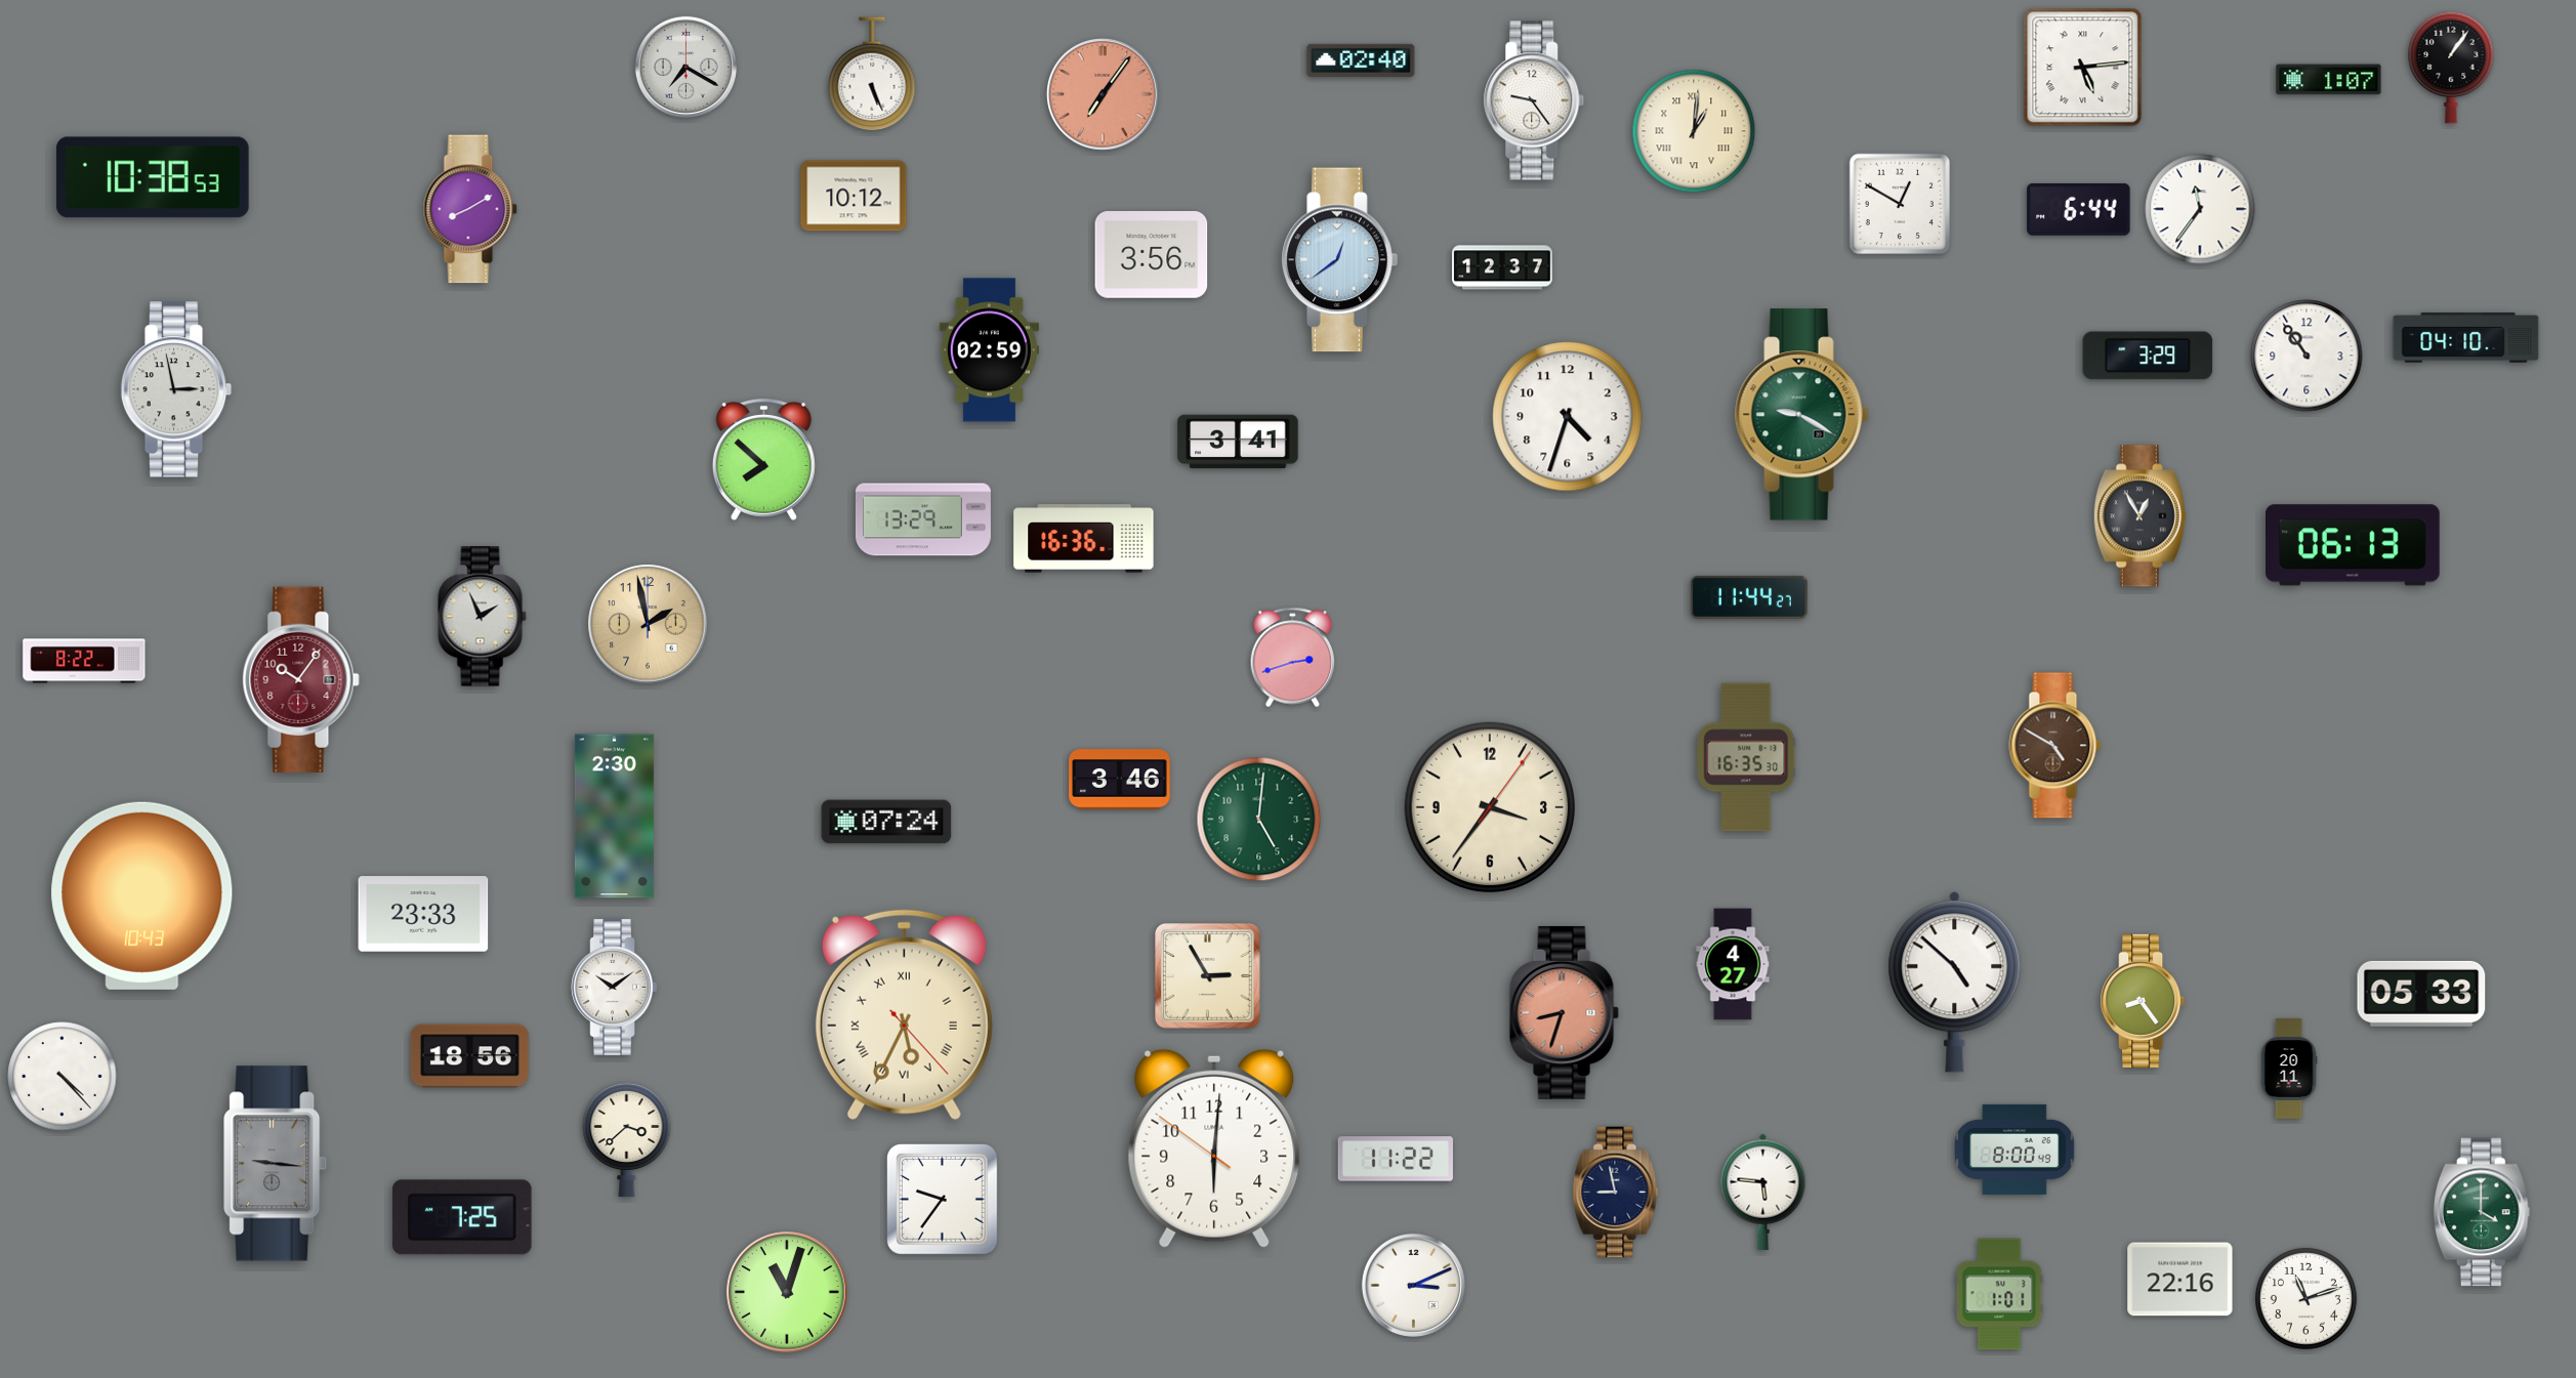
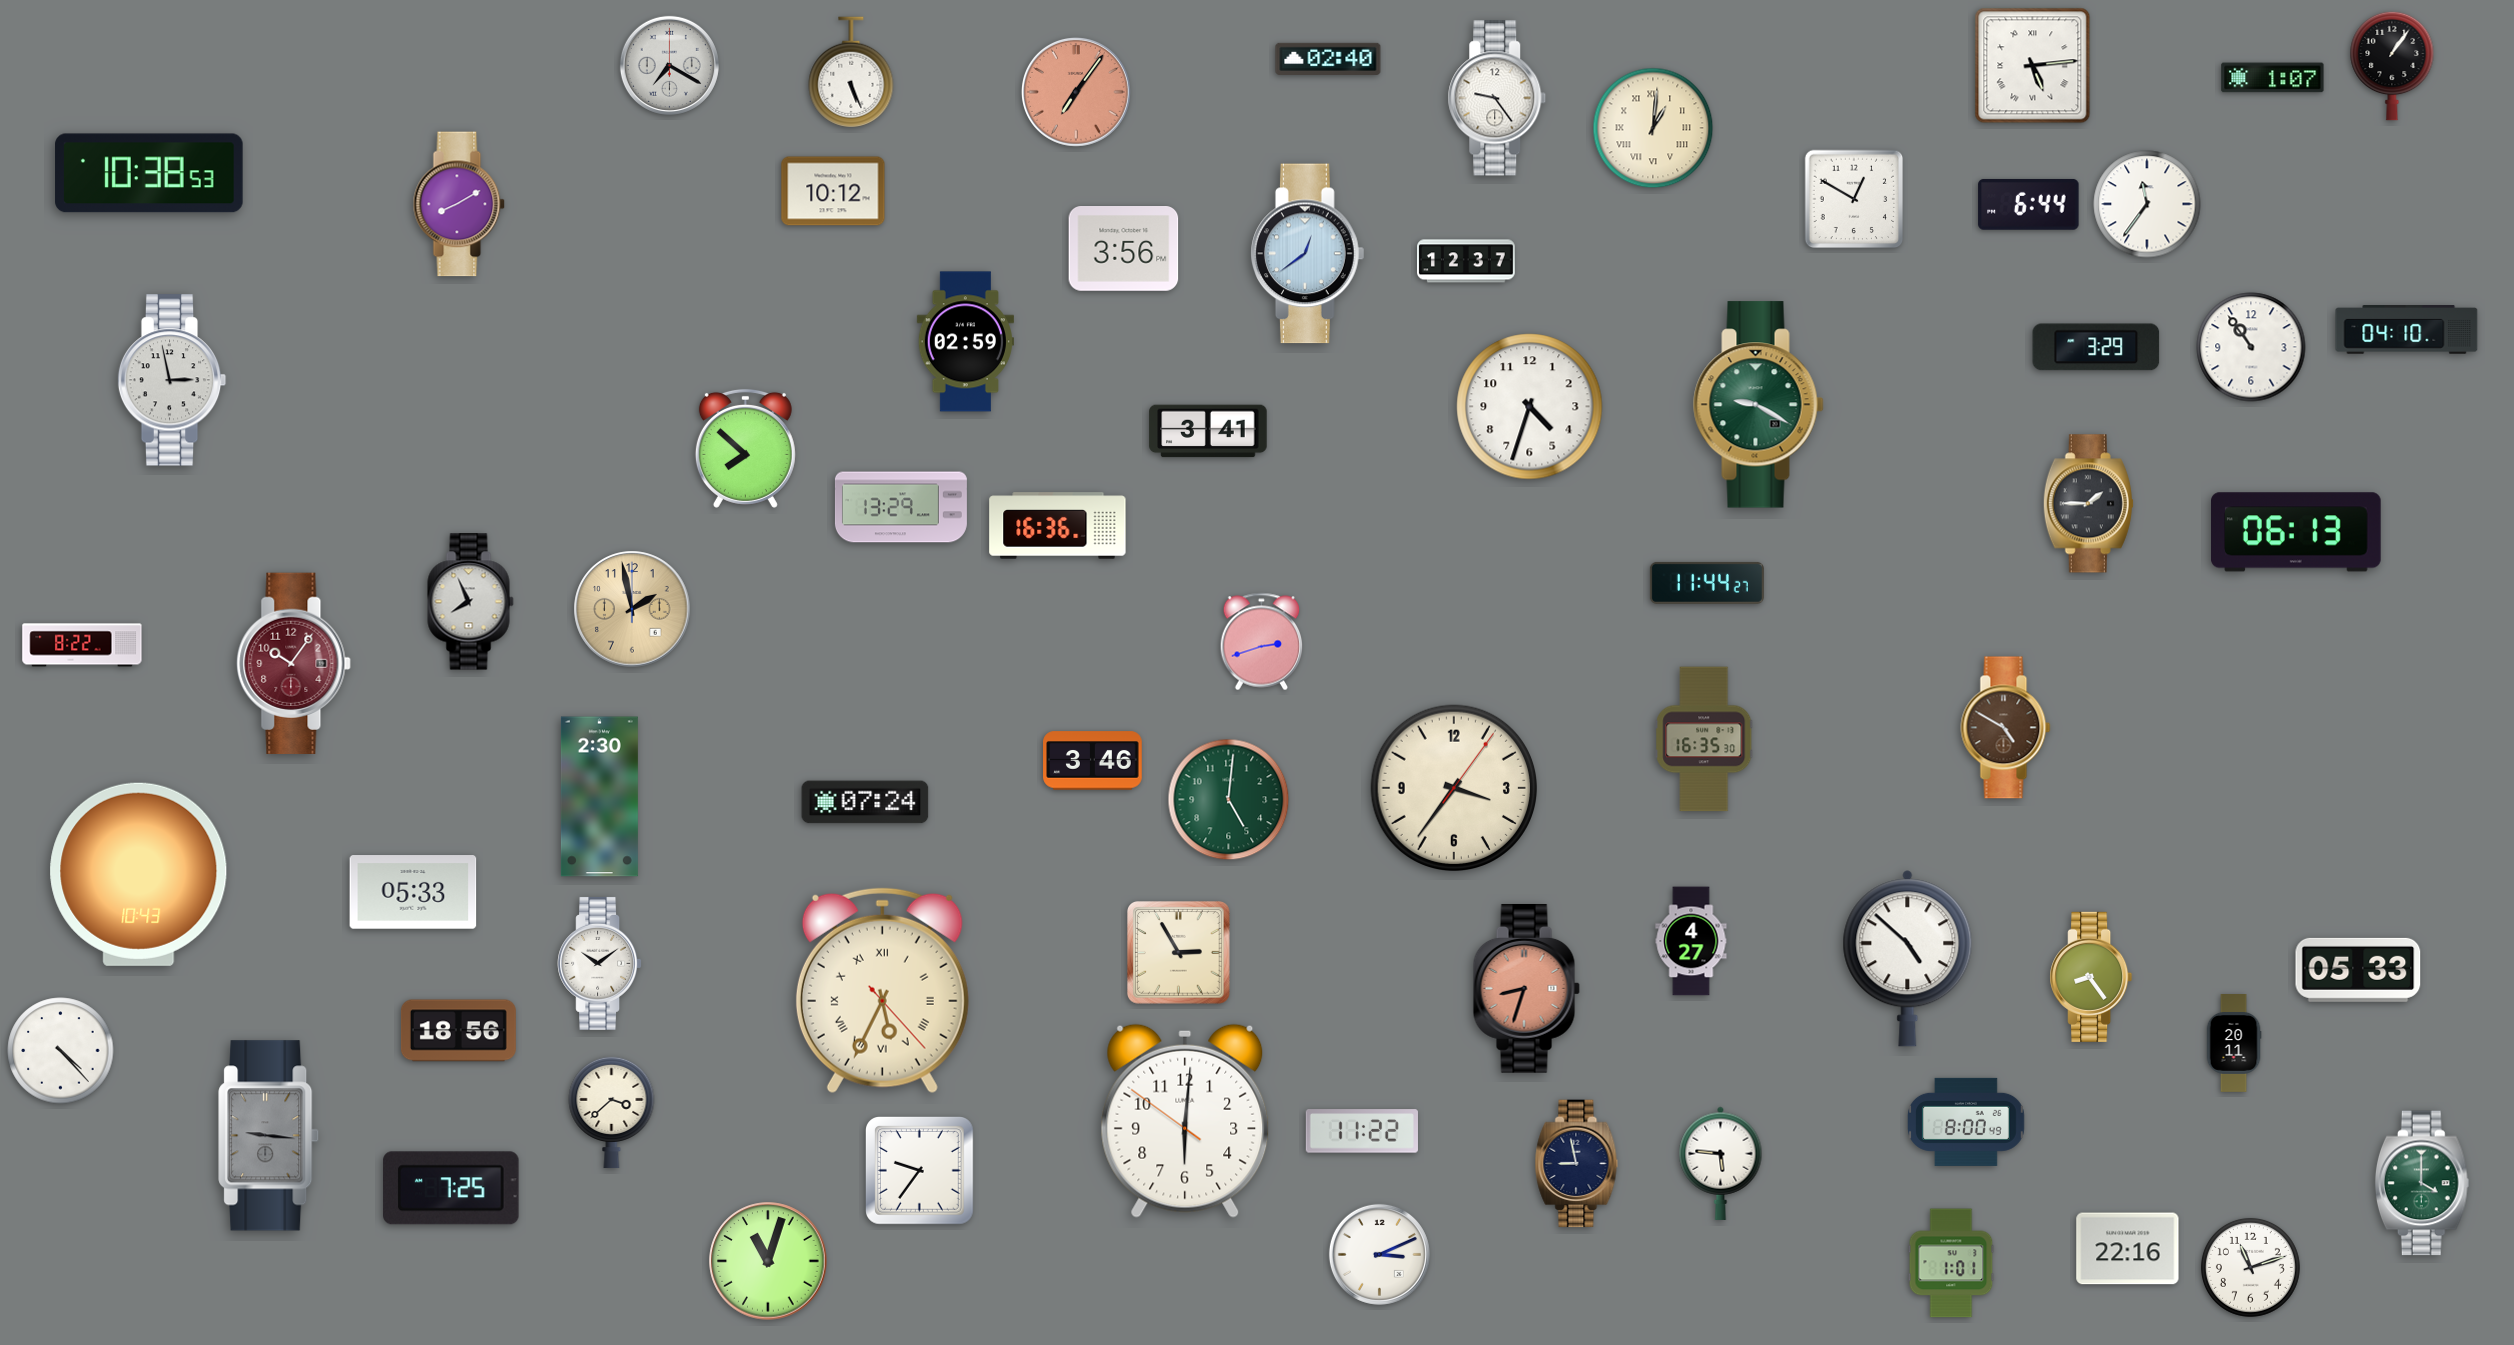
clock at (2139, 516): 12:55 -> 1:45
clock at (483, 617): 1:56 -> 7:56
clock at (423, 914): 23:33 -> 05:33
clock at (2421, 994) position: (2421, 994) -> (2358, 970)
